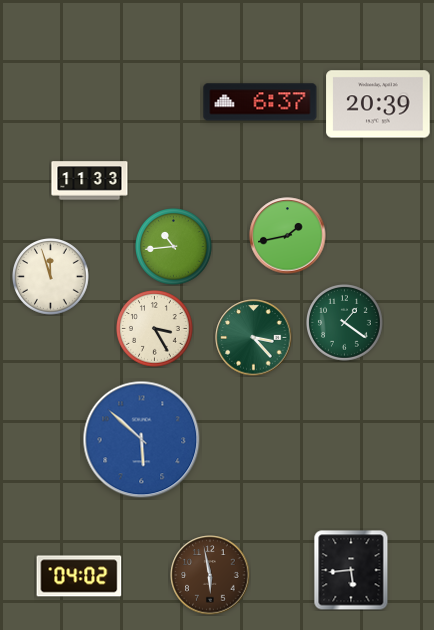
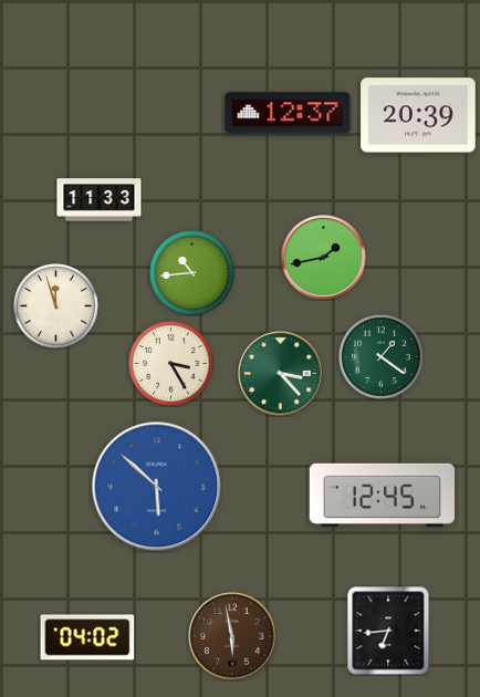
clock at (260, 102): 6:37 -> 12:37
clock at (288, 236) position: (288, 236) -> (324, 258)
clock at (382, 495): none -> 12:45
clock at (351, 570): 5:44 -> 6:44
